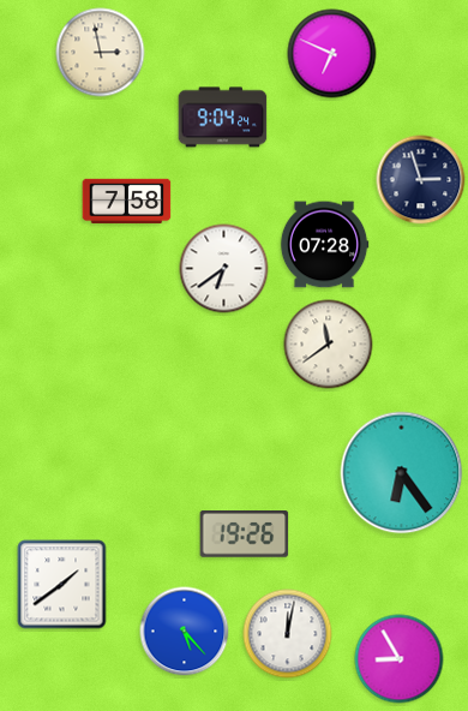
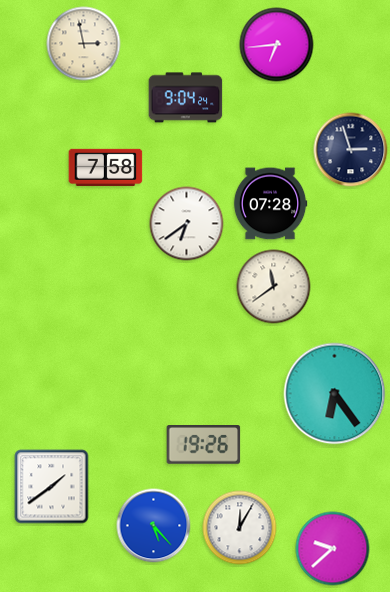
clock at (332, 54): 6:49 -> 6:44
clock at (288, 634): 12:02 -> 12:05
clock at (400, 659): 8:55 -> 9:38
